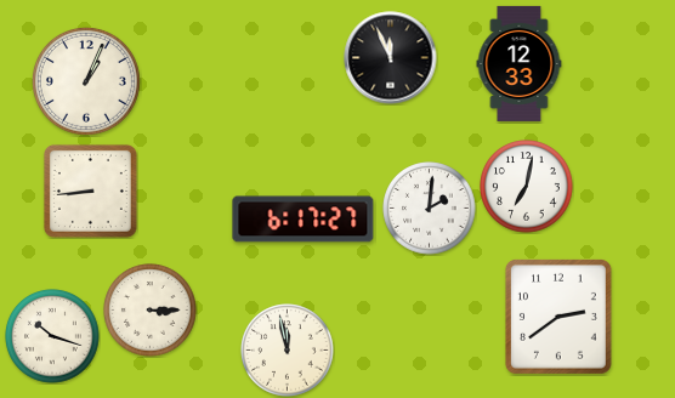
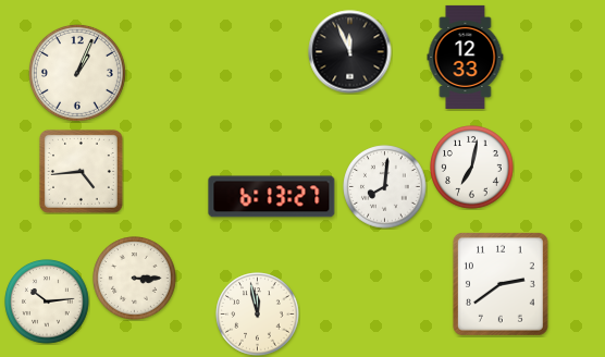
clock at (90, 191): 8:44 -> 4:44
clock at (430, 209): 2:01 -> 8:01
clock at (304, 220): 6:17 -> 6:13
clock at (52, 336): 10:18 -> 10:14
